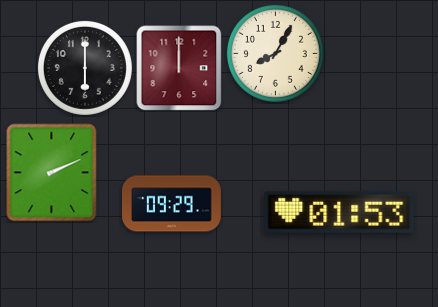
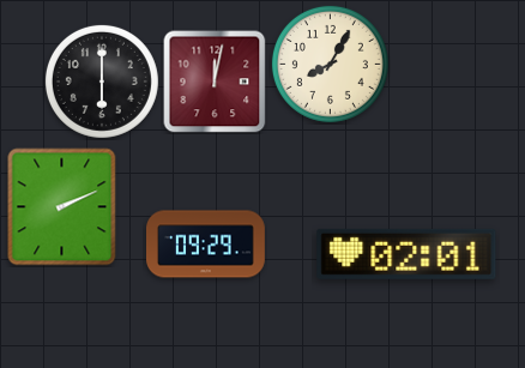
clock at (179, 68): 12:00 -> 12:02
clock at (339, 212): 01:53 -> 02:01
